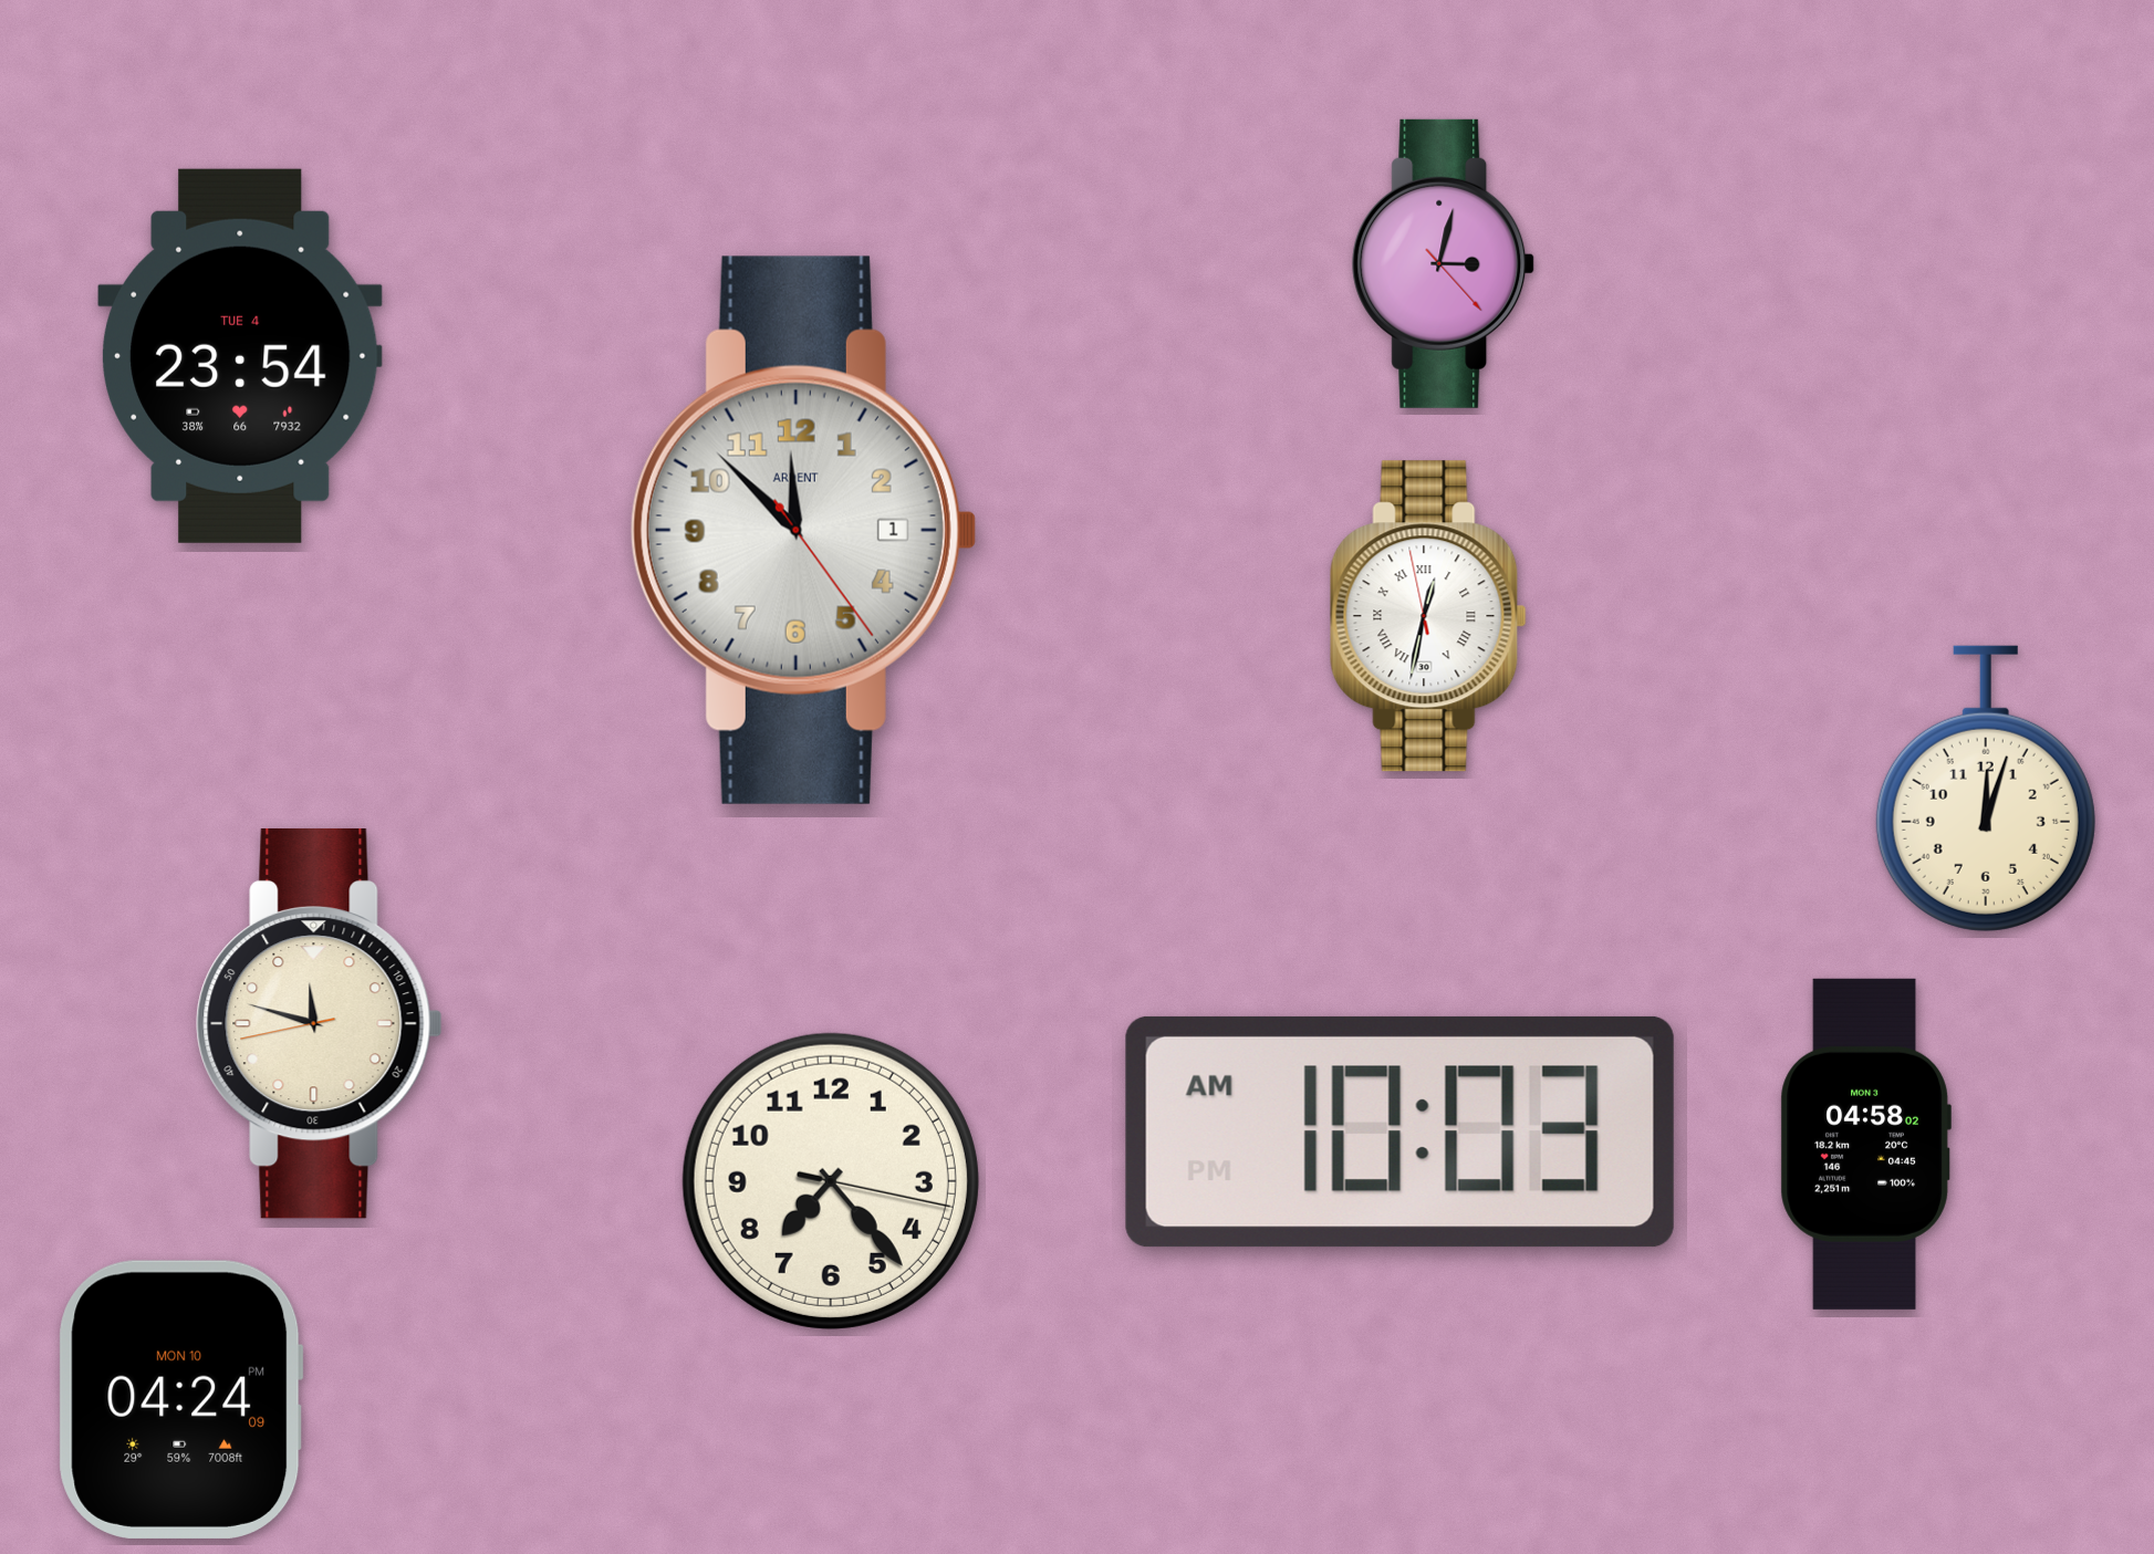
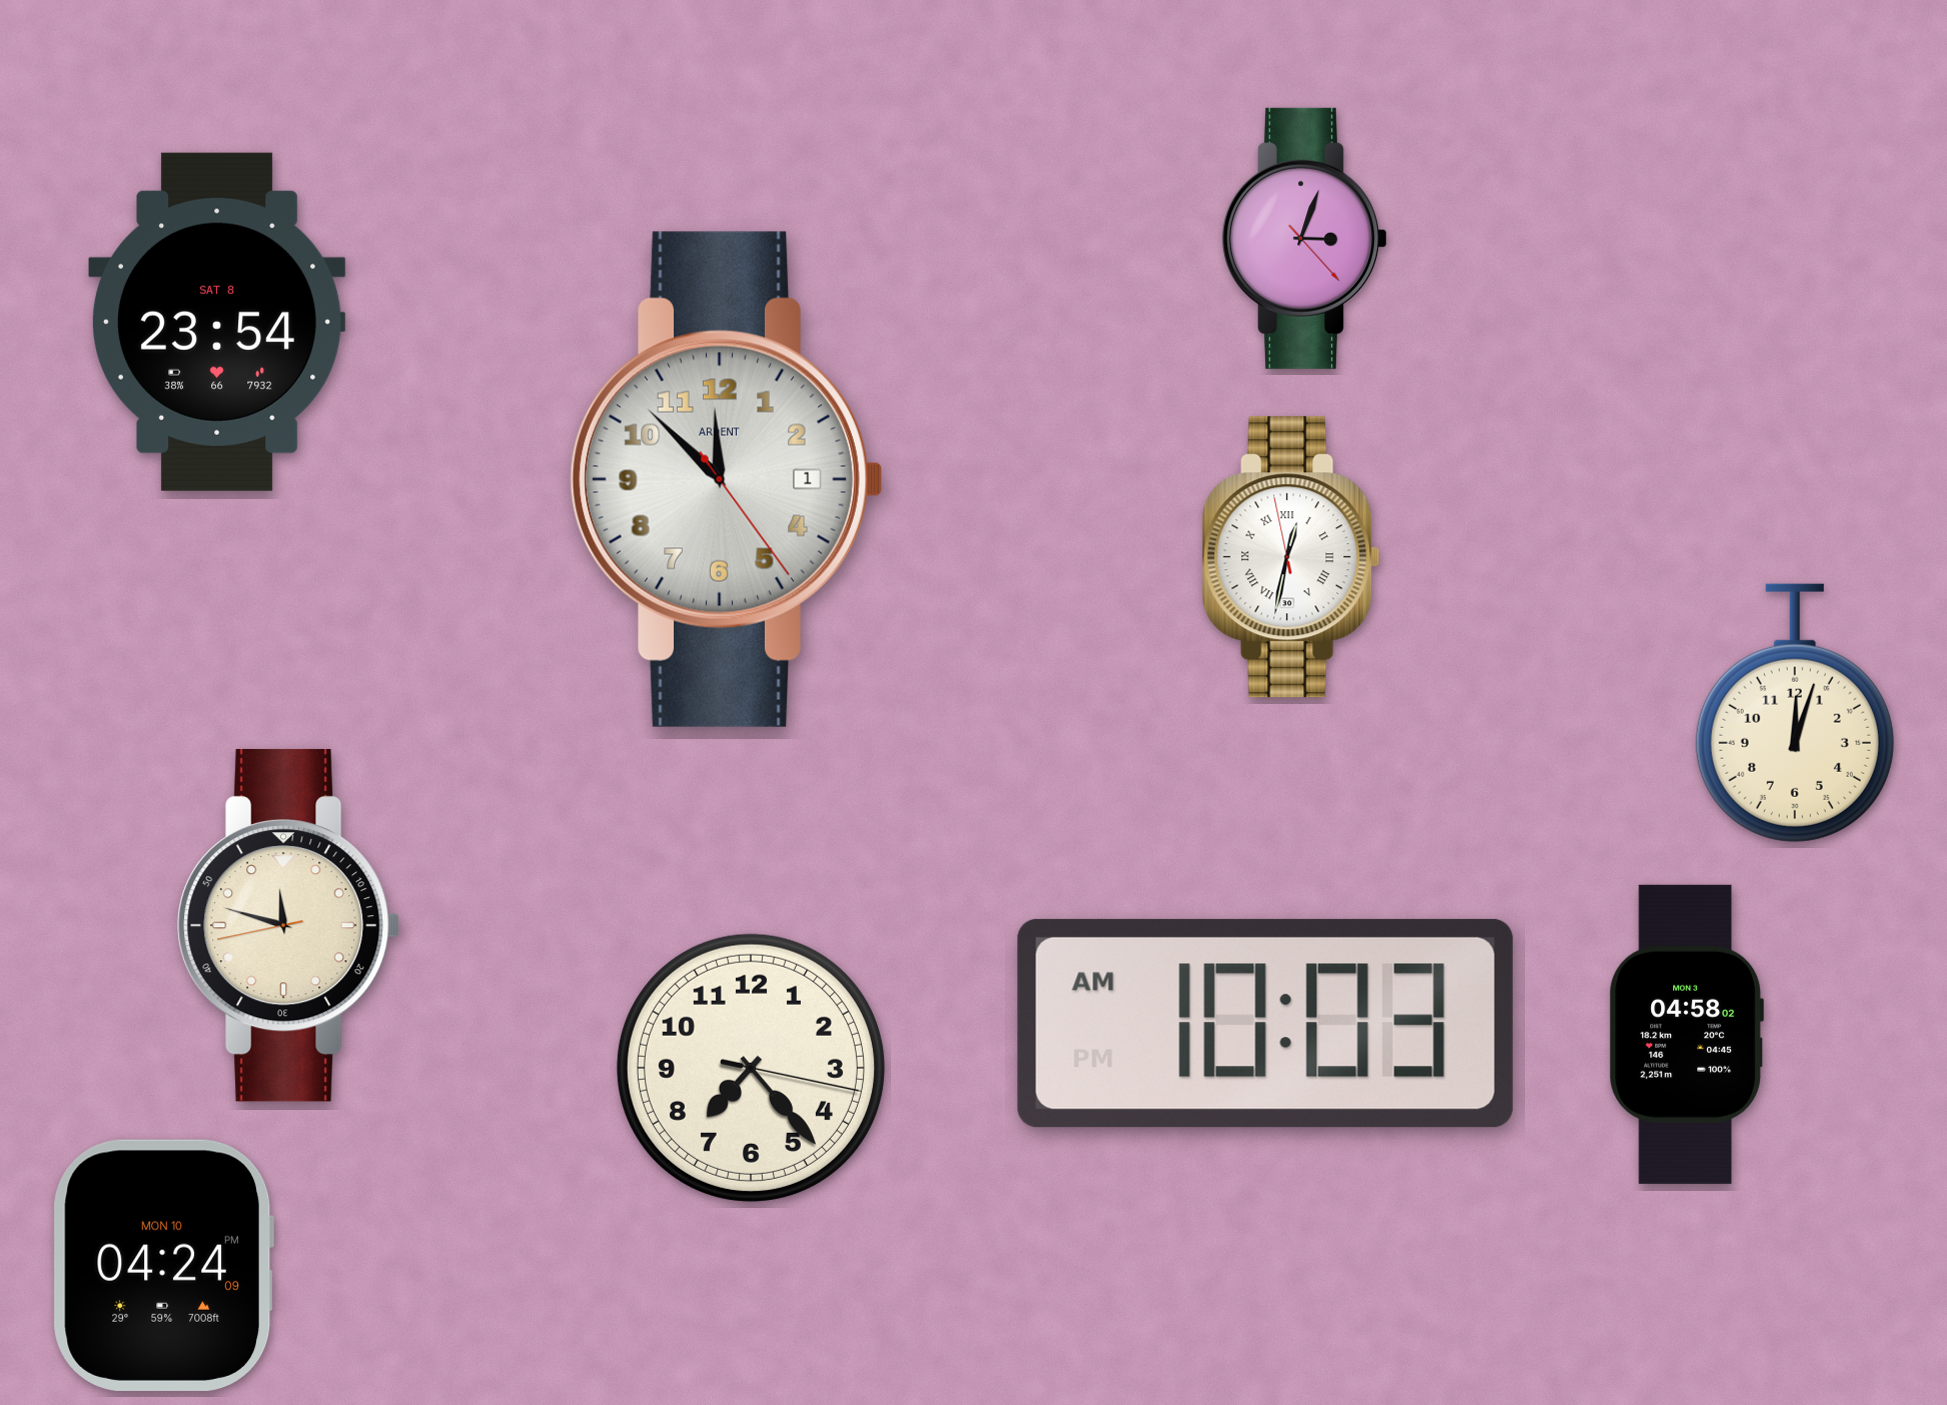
clock at (1444, 263): 3:02 -> 3:03
clock at (240, 356) date: TUE 4 -> SAT 8
